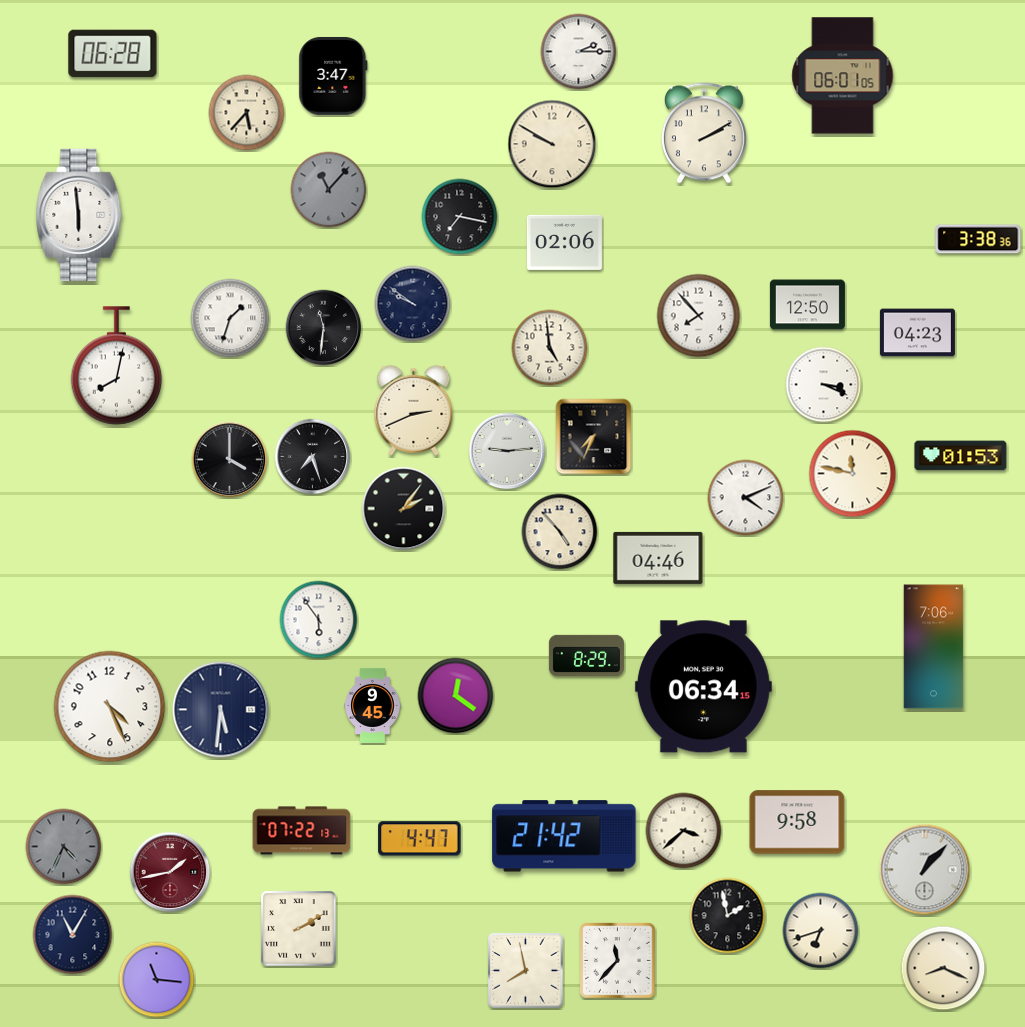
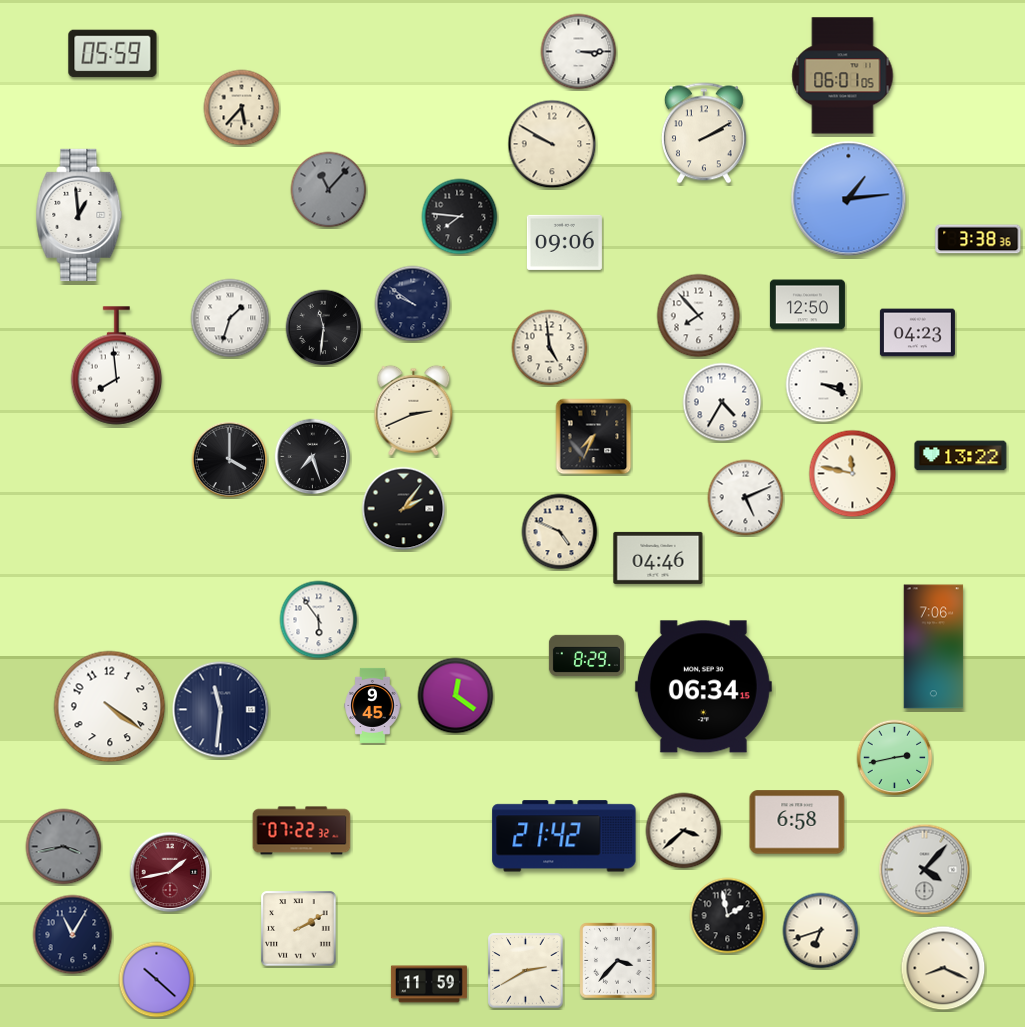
clock at (579, 52): 2:15 -> 3:15
clock at (113, 54): 06:28 -> 05:59
clock at (333, 76): 3:47 -> none
clock at (247, 113) position: (247, 113) -> (242, 108)
clock at (849, 199): none -> 1:14
clock at (79, 215): 5:59 -> 12:59
clock at (460, 217): 7:17 -> 7:46
clock at (564, 242): 02:06 -> 09:06
clock at (117, 366): 8:02 -> 7:59
clock at (722, 402): none -> 4:35
clock at (507, 451): 9:14 -> none
clock at (961, 456): 01:53 -> 13:22
clock at (746, 498): 4:11 -> 5:11
clock at (560, 532): 4:53 -> 4:49
clock at (110, 707): 4:26 -> 4:21
clock at (221, 710): 5:31 -> 11:31
clock at (895, 758): none -> 2:43
clock at (797, 822): 9:58 -> 6:58
clock at (302, 831): 07:22:13 -> 07:22:32
clock at (420, 839): 4:47 -> none
clock at (64, 847): 4:34 -> 3:43
clock at (925, 870): 1:07 -> 4:07
clock at (618, 961): 11:37 -> 3:37
clock at (526, 971): 7:58 -> 2:40
clock at (157, 980): 11:16 -> 10:22
clock at (429, 984): none -> 11:59
